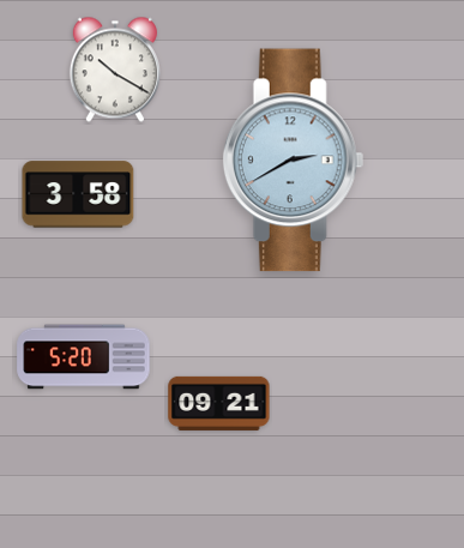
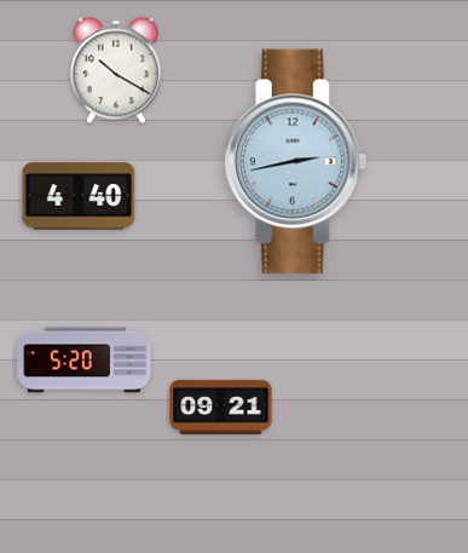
clock at (294, 161): 2:40 -> 2:43
clock at (78, 194): 3:58 -> 4:40
